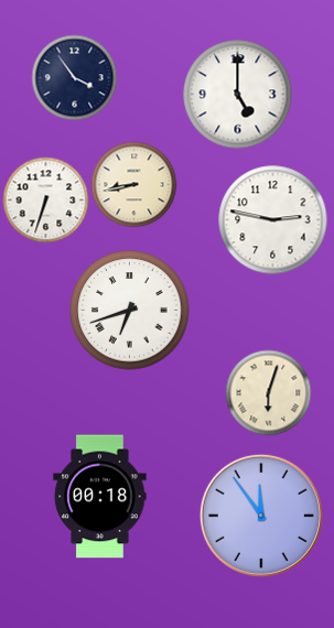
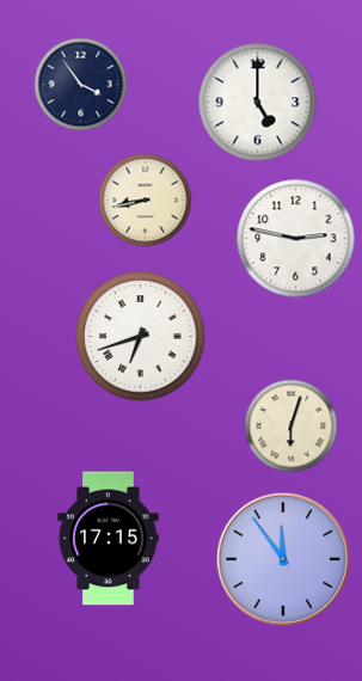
clock at (45, 199): 6:33 -> none
clock at (100, 497): 00:18 -> 17:15
